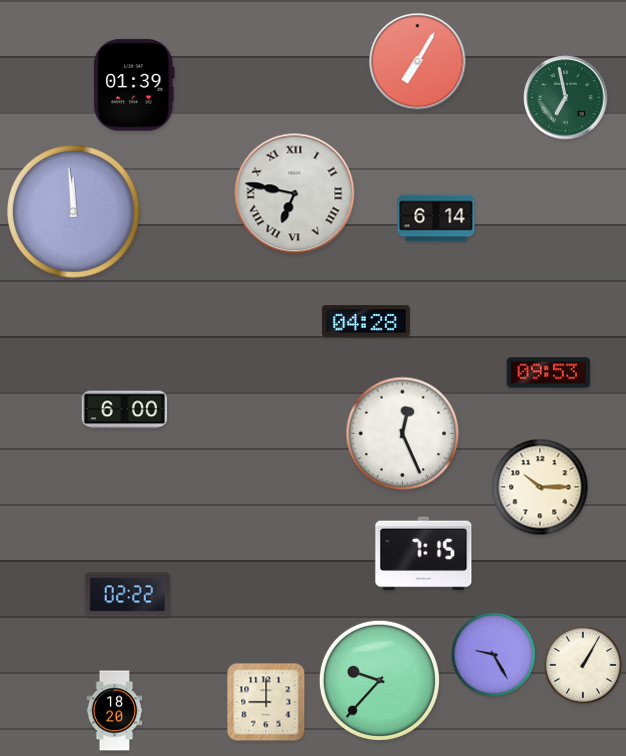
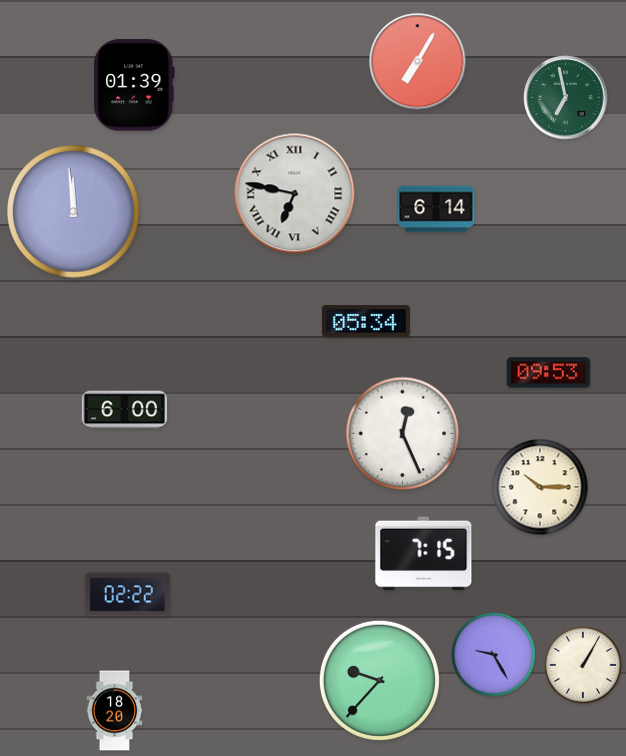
clock at (436, 218) position: (436, 218) -> (436, 209)
clock at (366, 321): 04:28 -> 05:34
clock at (266, 702): 9:00 -> none
